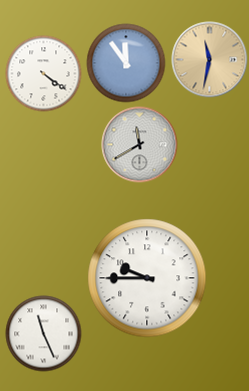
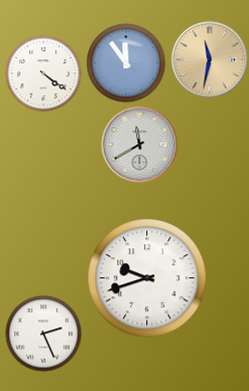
clock at (147, 278): 9:45 -> 9:42
clock at (44, 334): 11:26 -> 2:26
